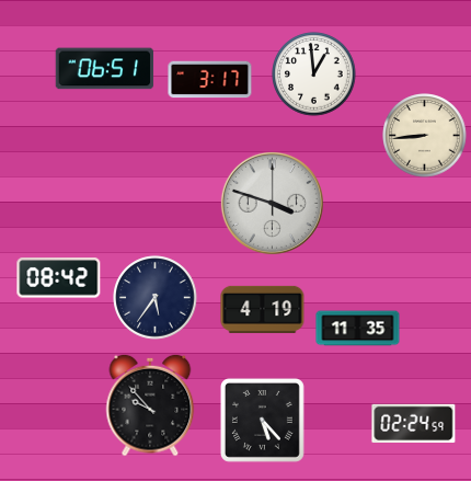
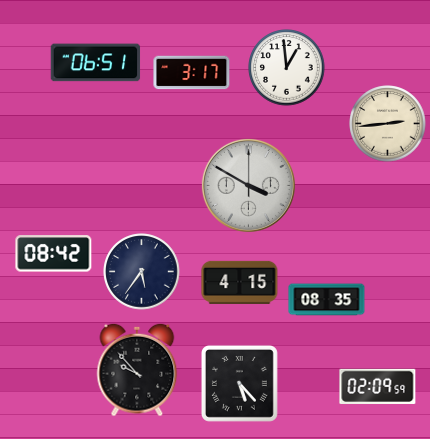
clock at (425, 136): 8:44 -> 2:44
clock at (272, 203): 3:48 -> 3:50
clock at (263, 309): 4:19 -> 4:15
clock at (358, 329): 11:35 -> 08:35
clock at (414, 423): 02:24 -> 02:09
